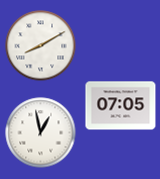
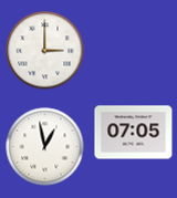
clock at (41, 46): 8:10 -> 3:00
clock at (121, 106) position: (121, 106) -> (134, 133)
